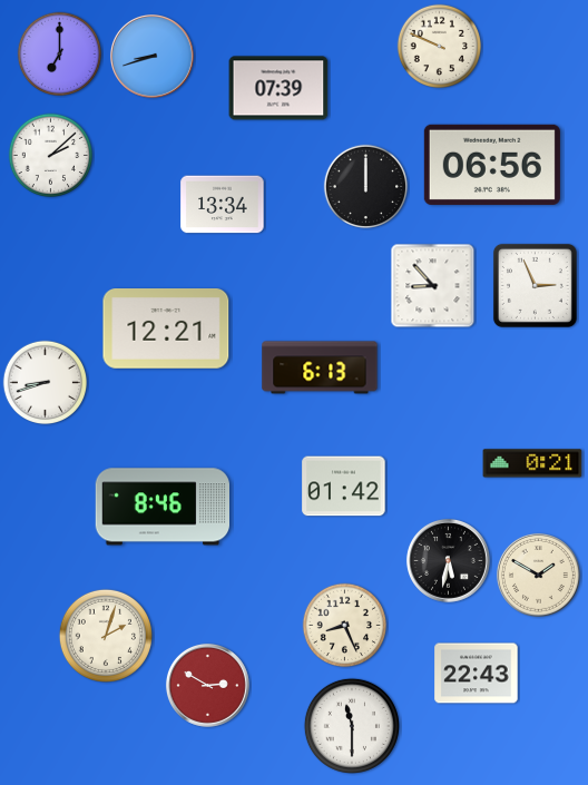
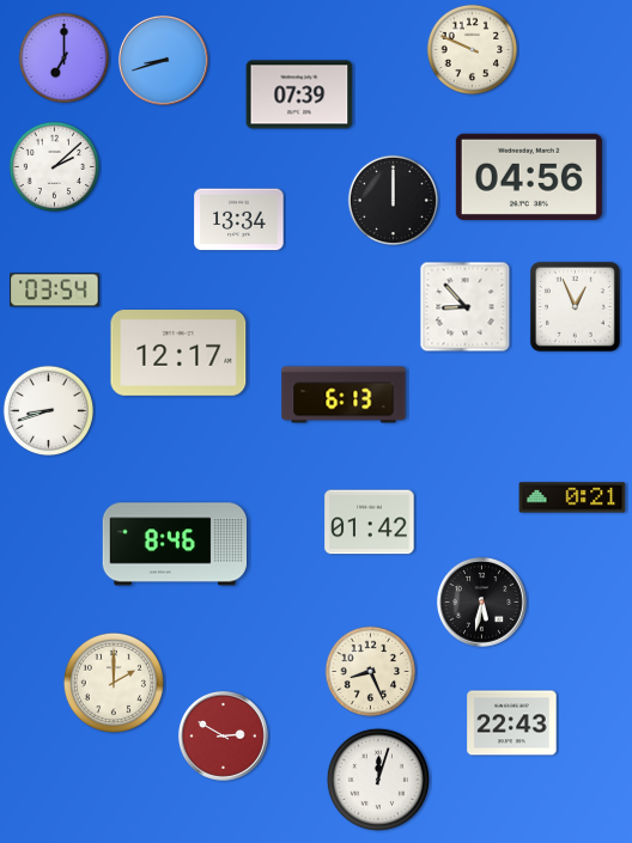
clock at (492, 165): 06:56 -> 04:56
clock at (55, 291): none -> 03:54
clock at (535, 285): 2:56 -> 12:56
clock at (166, 330): 12:21 -> 12:17
clock at (538, 575): 1:50 -> none
clock at (106, 636): 2:03 -> 2:00
clock at (352, 726): 11:30 -> 12:03
